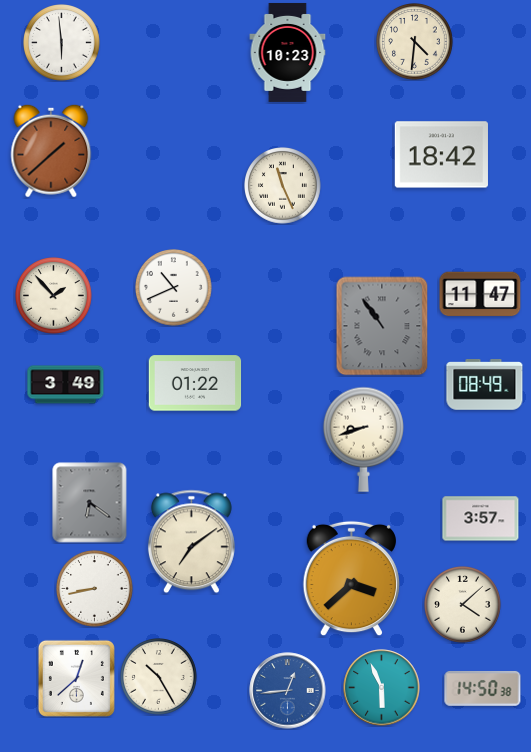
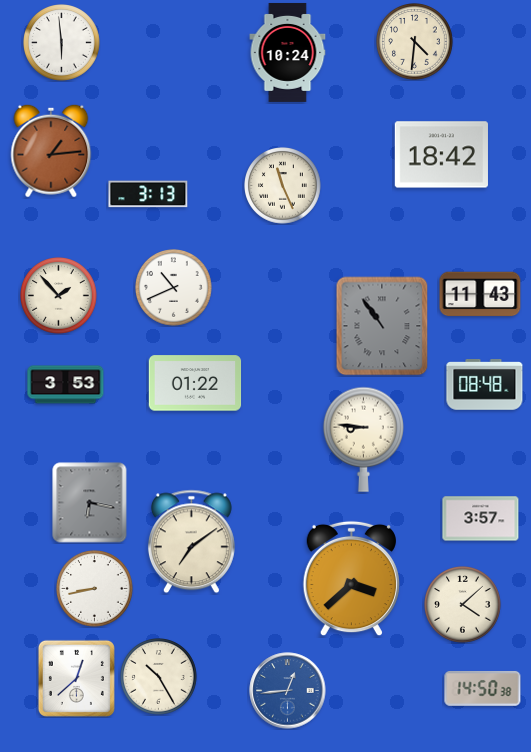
clock at (288, 52): 10:23 -> 10:24
clock at (51, 151): 1:38 -> 1:14
clock at (148, 194): none -> 3:13
clock at (480, 294): 11:47 -> 11:43
clock at (54, 296) position: (54, 296) -> (59, 296)
clock at (66, 385): 3:49 -> 3:53
clock at (485, 385): 08:49 -> 08:48
clock at (363, 439): 8:42 -> 8:46
clock at (90, 503): 6:21 -> 6:17
clock at (382, 688): 5:56 -> none
